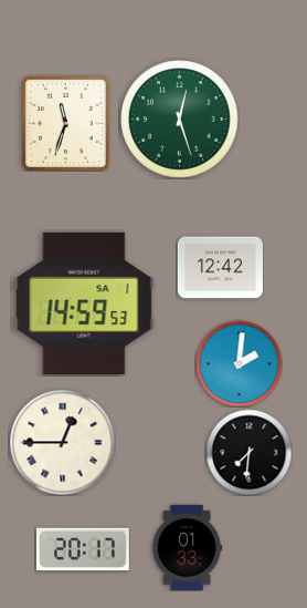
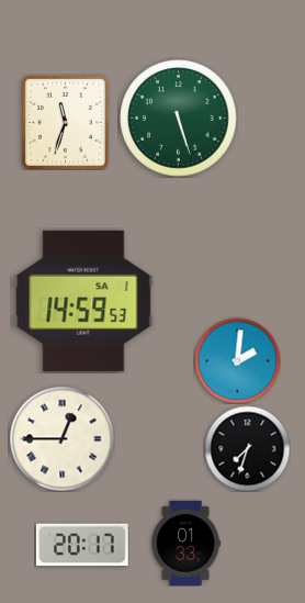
clock at (180, 120): 12:27 -> 5:27
clock at (220, 268): 12:42 -> none
clock at (248, 452): 7:31 -> 7:33
